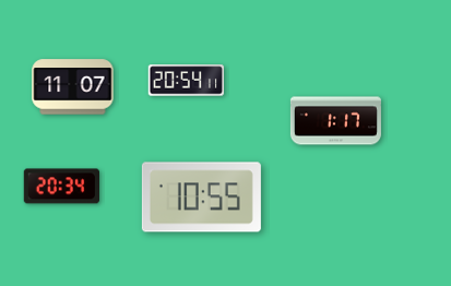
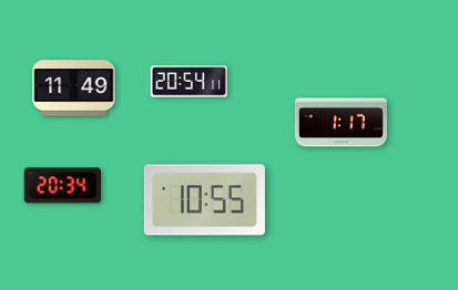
clock at (73, 87): 11:07 -> 11:49
clock at (61, 187) position: (61, 187) -> (62, 186)
